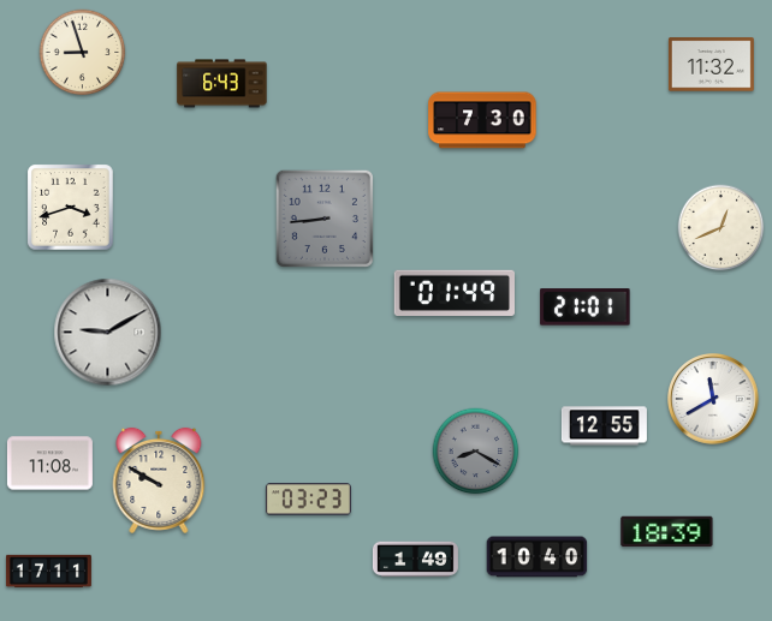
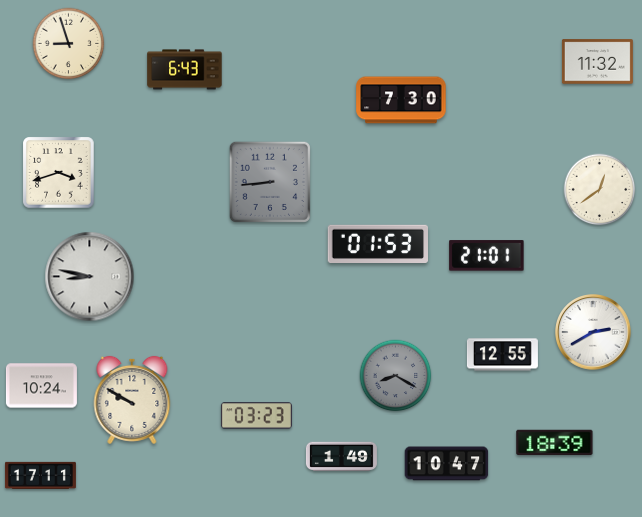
clock at (711, 65) position: (711, 65) -> (597, 62)
clock at (721, 228): 12:41 -> 12:39
clock at (455, 292): 01:49 -> 01:53
clock at (108, 333): 9:10 -> 8:47
clock at (713, 399): 11:40 -> 2:40
clock at (49, 464): 11:08 -> 10:24
clock at (538, 557): 10:40 -> 10:47
clock at (415, 560) position: (415, 560) -> (341, 457)
